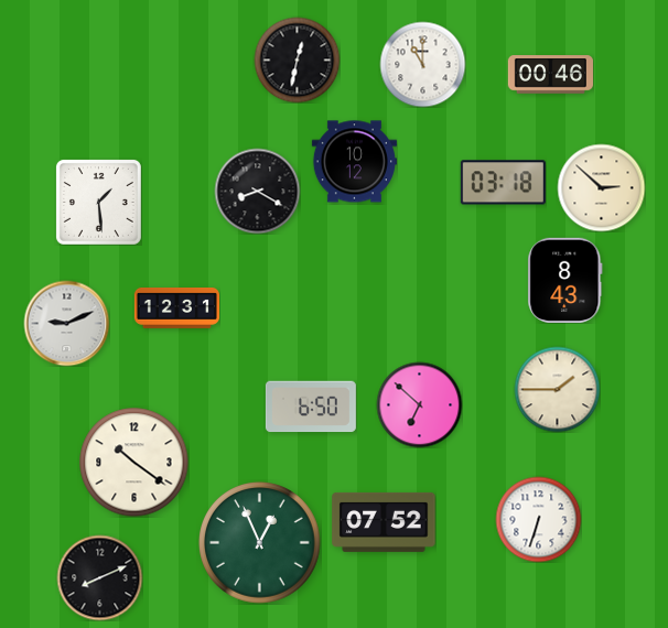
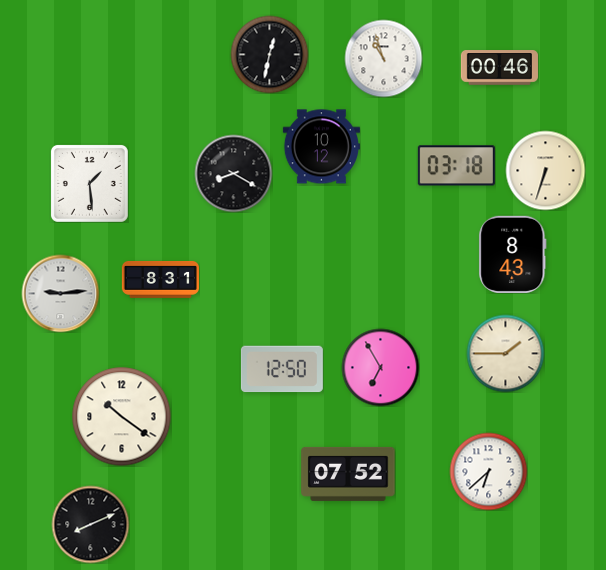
clock at (422, 64): 11:00 -> 10:57
clock at (601, 187): 2:52 -> 6:33
clock at (176, 307): 12:31 -> 8:31
clock at (66, 323): 9:11 -> 9:14
clock at (419, 404): 6:52 -> 6:55
clock at (311, 407): 6:50 -> 12:50
clock at (134, 463) position: (134, 463) -> (122, 417)
clock at (538, 519): 6:33 -> 6:38
clock at (260, 543): 12:56 -> none
